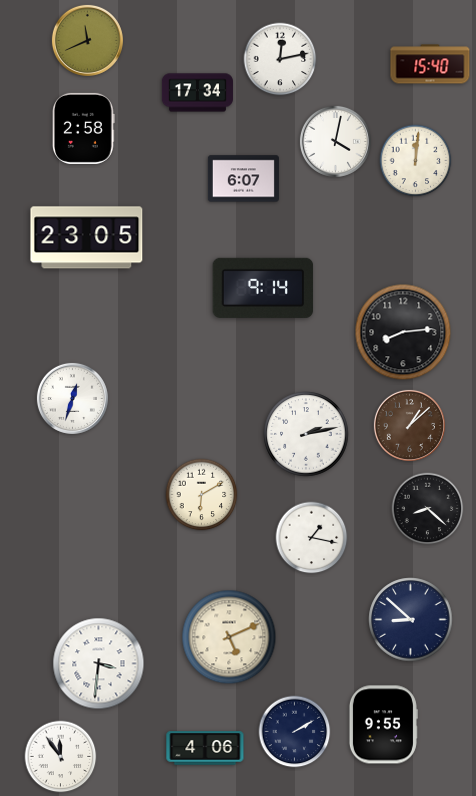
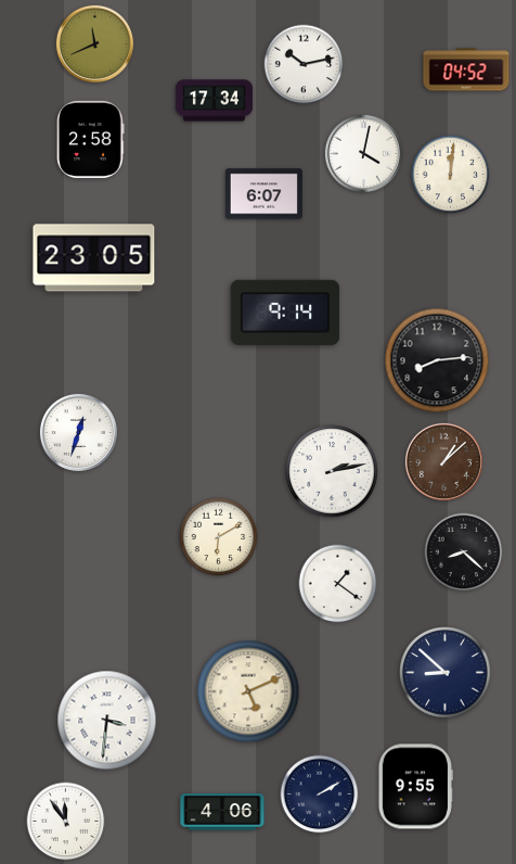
clock at (280, 59): 12:13 -> 10:13
clock at (430, 64): 15:40 -> 04:52
clock at (312, 538): 1:17 -> 1:21
